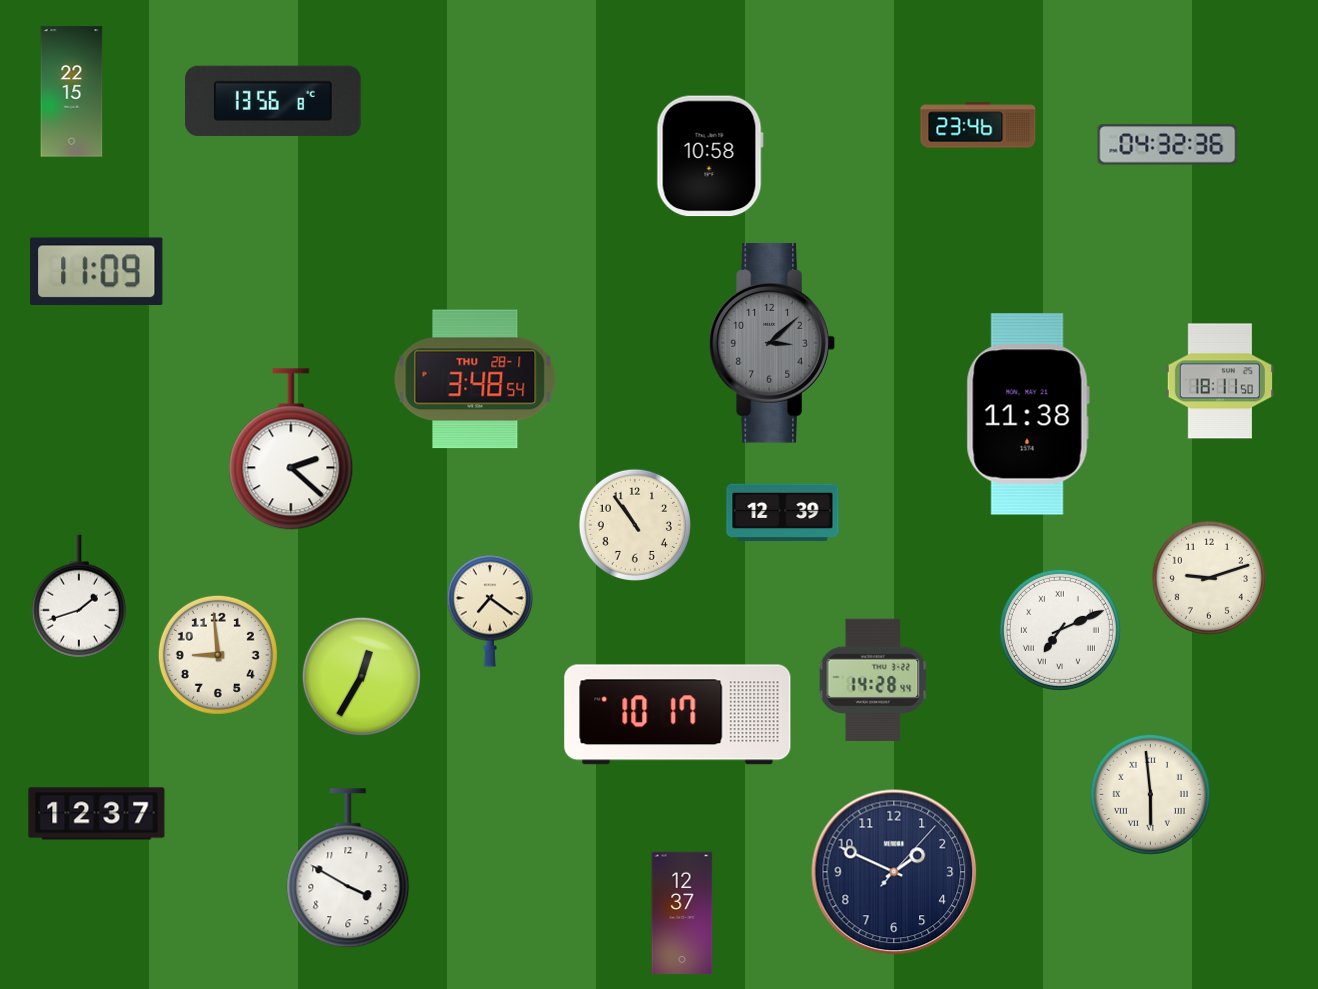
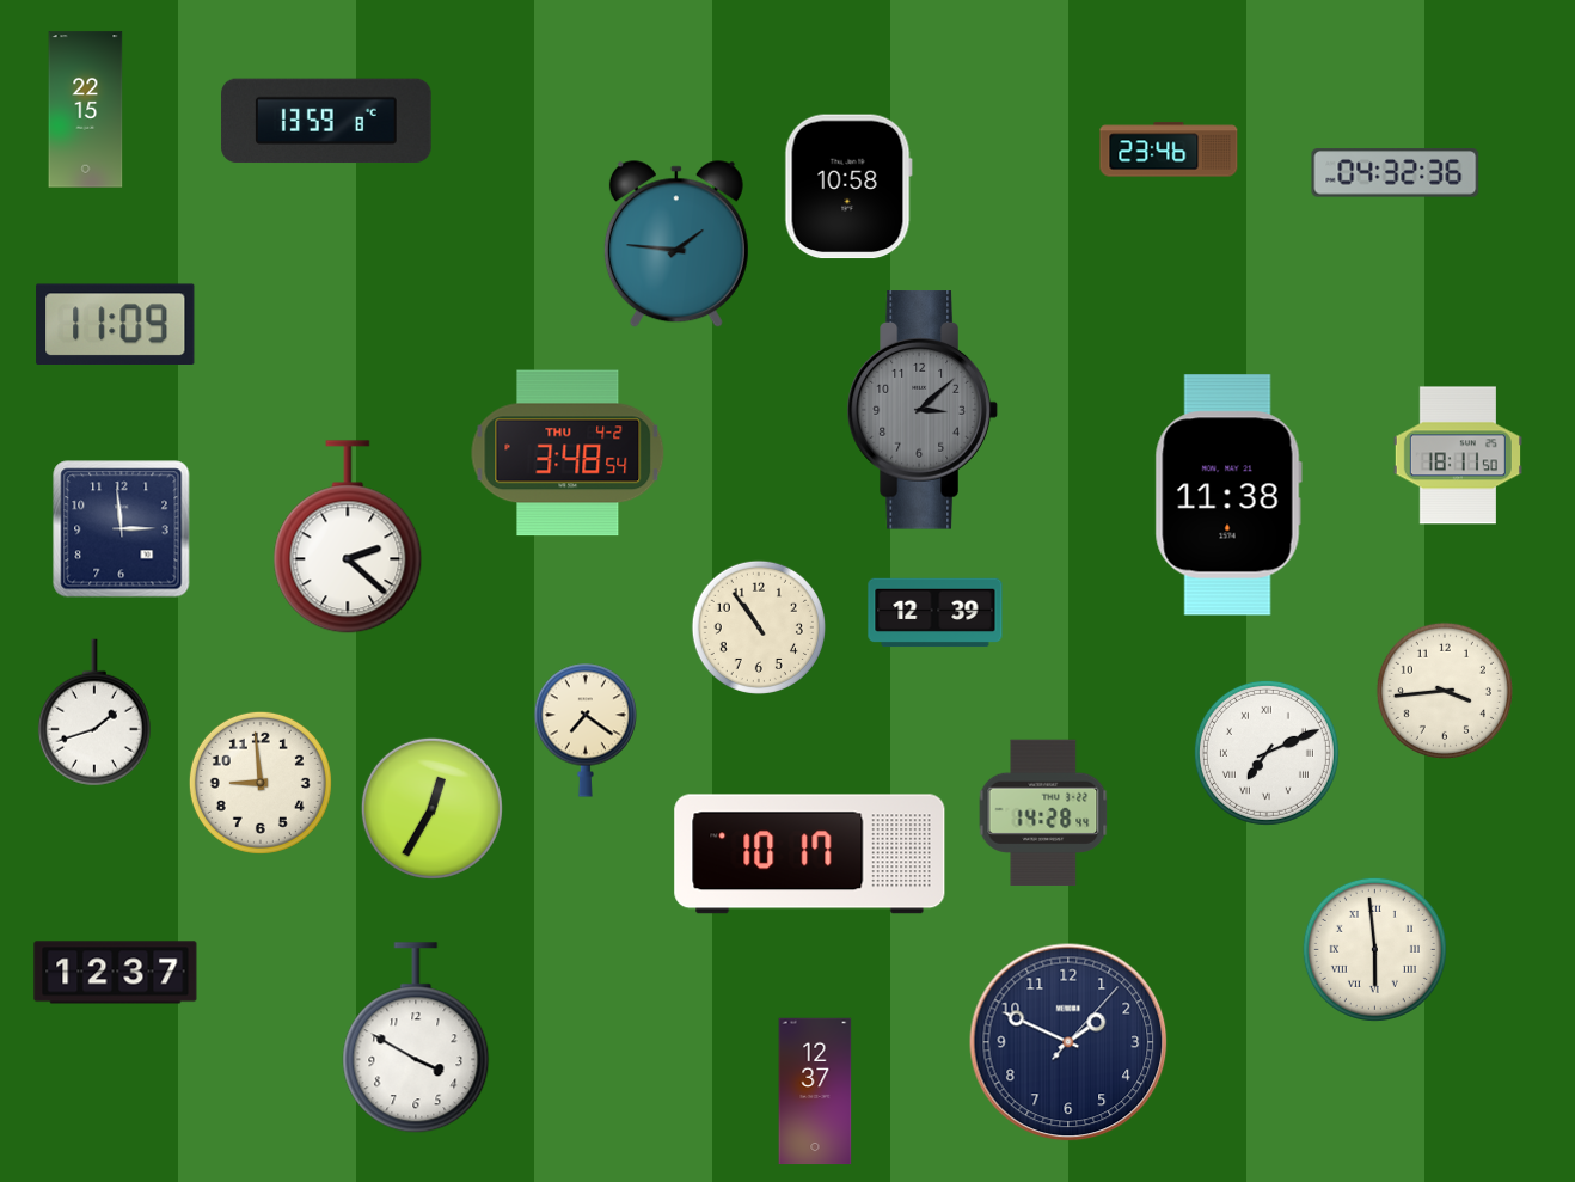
clock at (273, 101): 13:56 -> 13:59
clock at (676, 245): none -> 1:46
clock at (475, 379) date: THU 28-1 -> THU 4-2
clock at (122, 529): none -> 2:59
clock at (1209, 578): 9:12 -> 3:44
